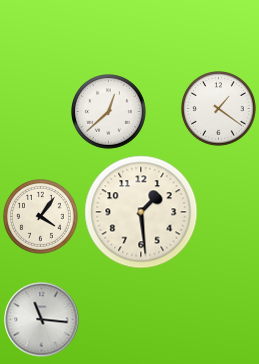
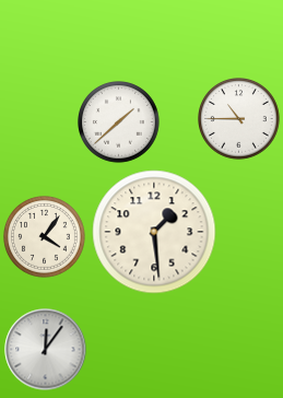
clock at (219, 109): 1:21 -> 10:45
clock at (109, 112): 12:38 -> 1:38
clock at (42, 320): 11:16 -> 12:06
